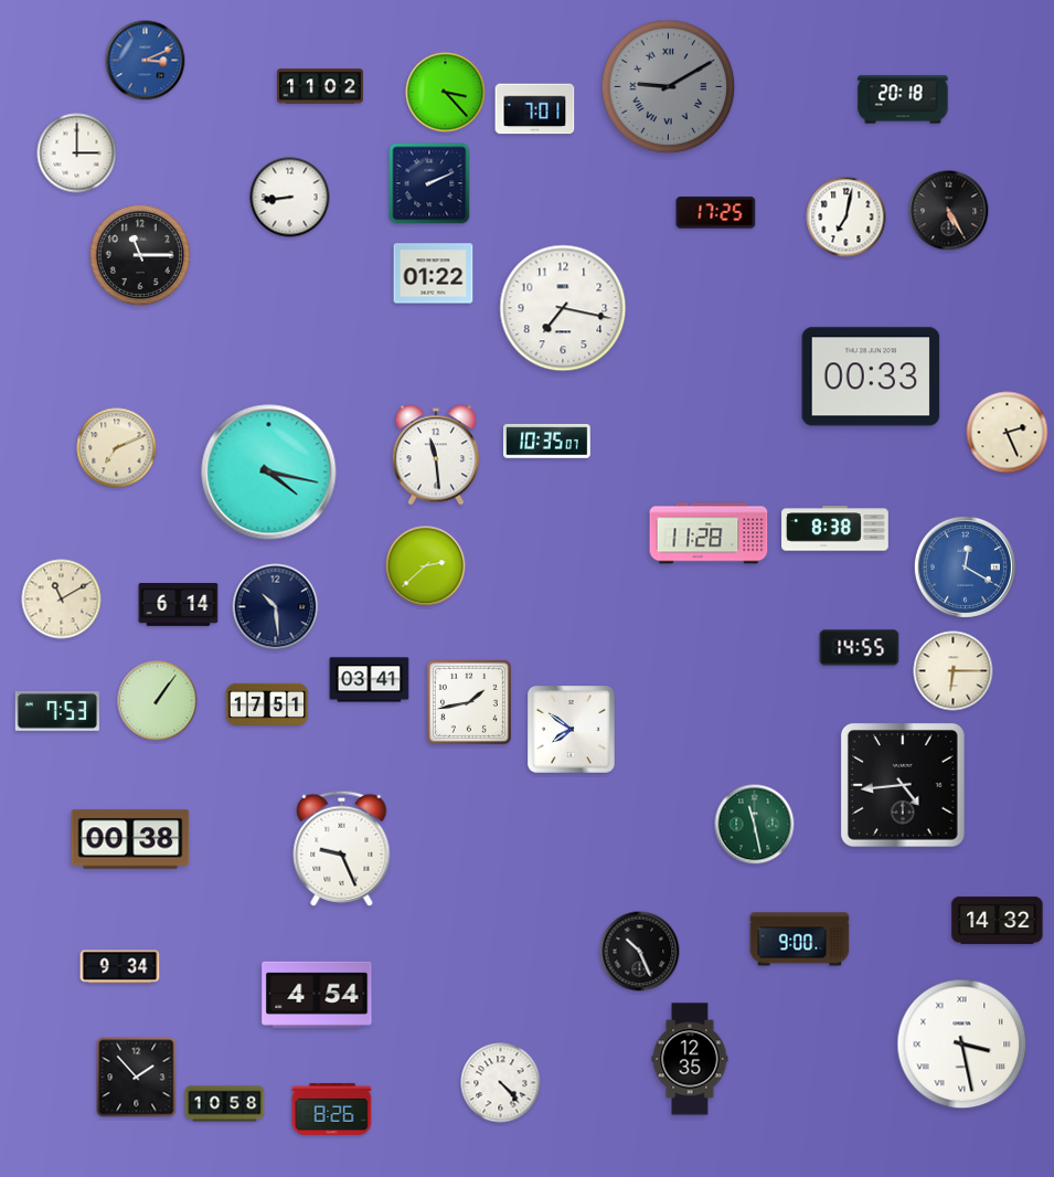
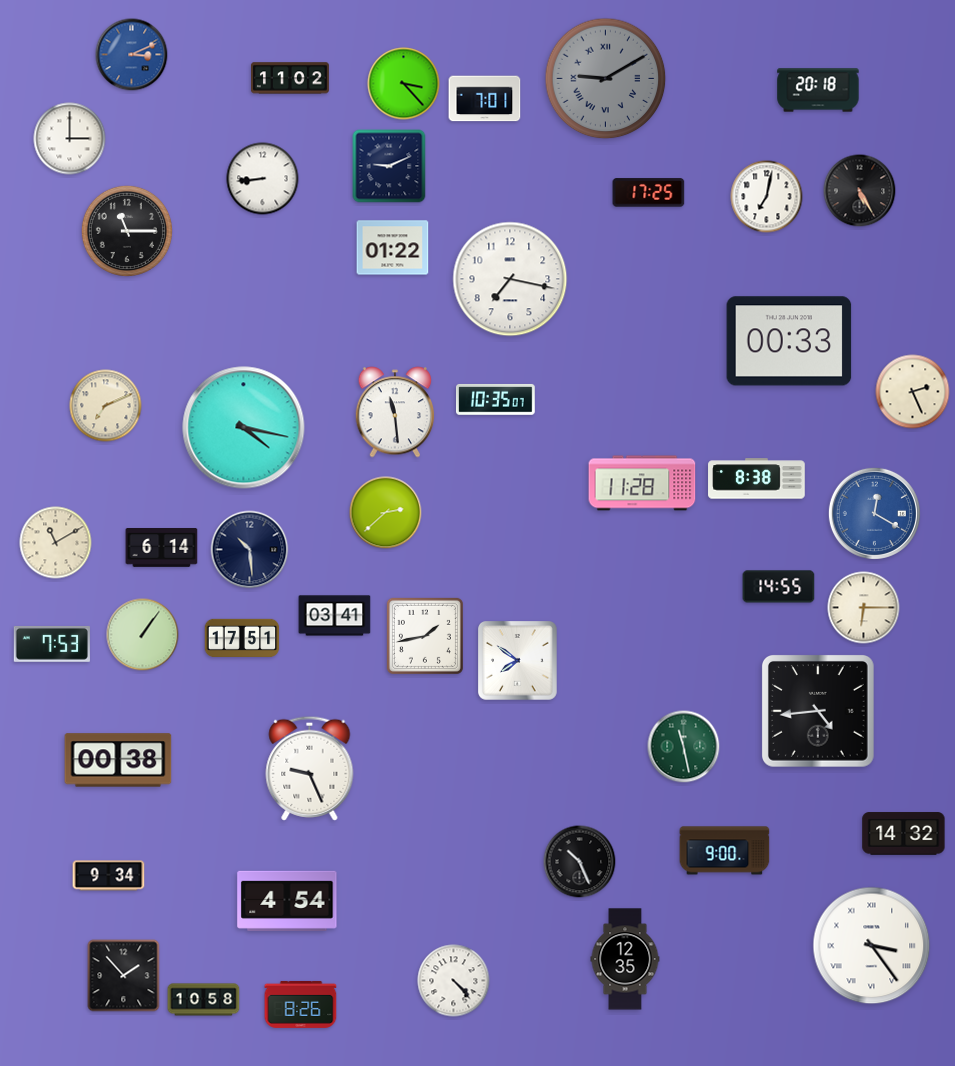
clock at (429, 183): 2:11 -> 9:11
clock at (962, 1045): 3:28 -> 3:24
